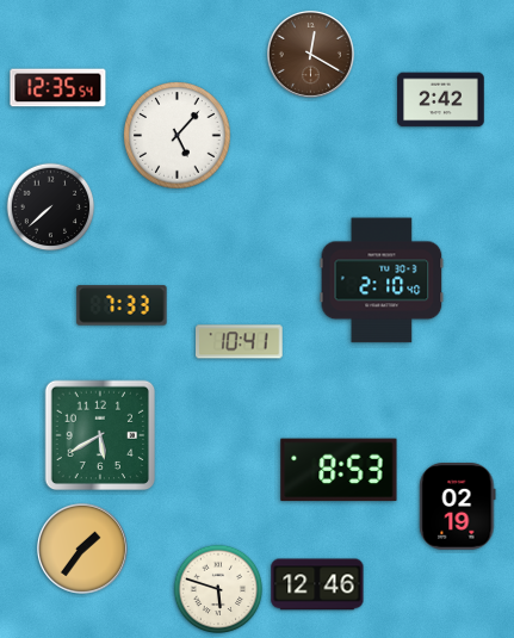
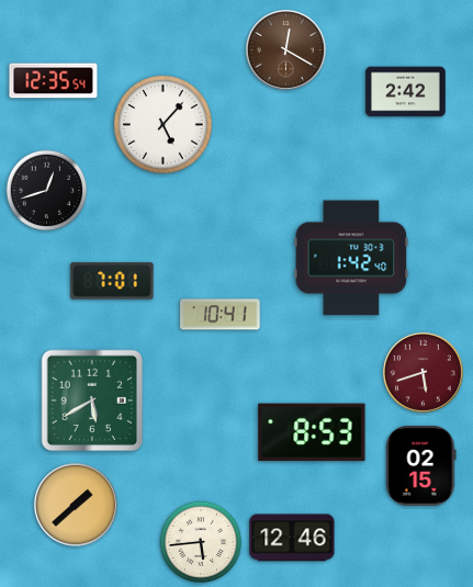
clock at (51, 207): 7:38 -> 12:42
clock at (382, 280): 2:10 -> 1:42
clock at (122, 305): 7:33 -> 7:01
clock at (423, 372): none -> 5:42
clock at (458, 507): 02:19 -> 02:15
clock at (82, 549): 1:36 -> 1:38
clock at (218, 589): 5:48 -> 5:44
